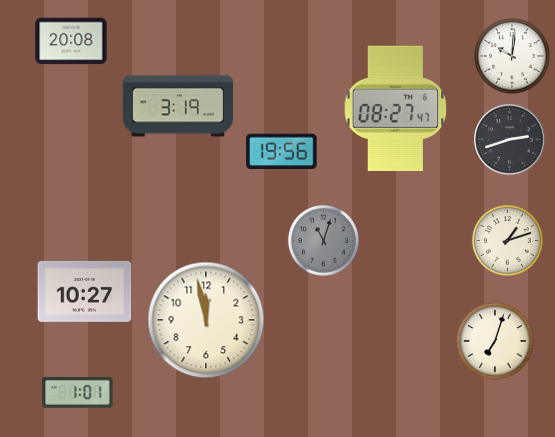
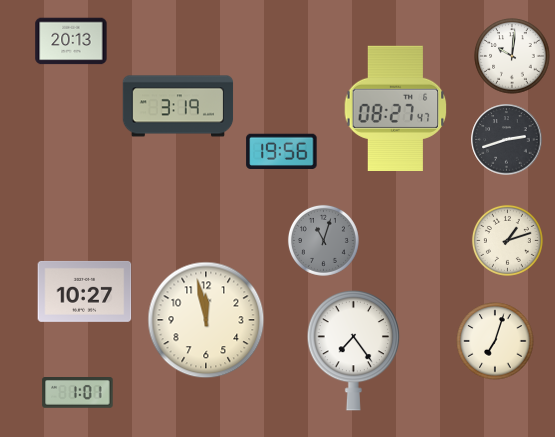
clock at (71, 41): 20:08 -> 20:13
clock at (510, 140) position: (510, 140) -> (507, 140)
clock at (354, 350): none -> 7:24
